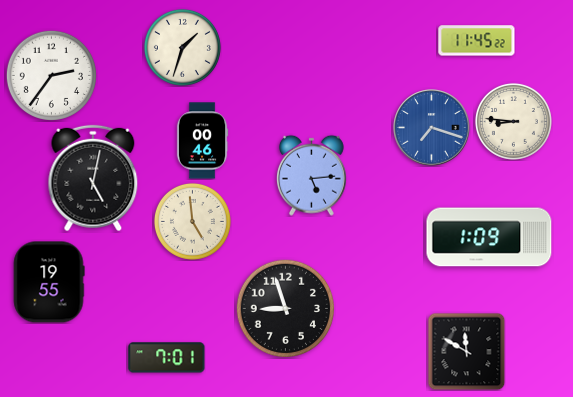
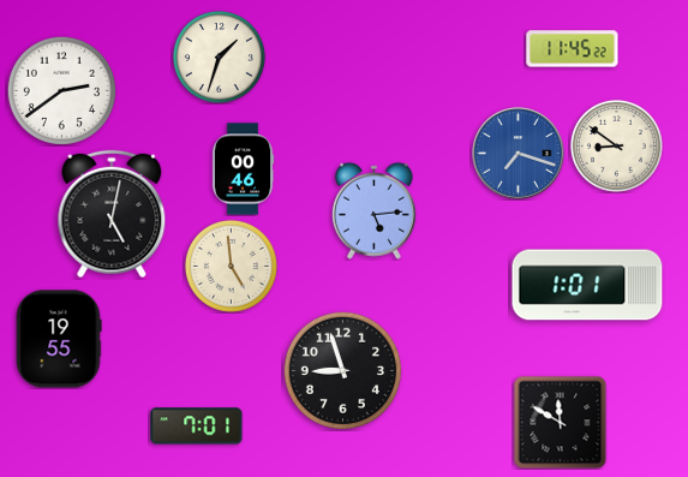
clock at (51, 75): 2:36 -> 2:39
clock at (513, 121): 8:46 -> 8:51
clock at (489, 237): 1:09 -> 1:01
clock at (167, 358) position: (167, 358) -> (197, 427)
